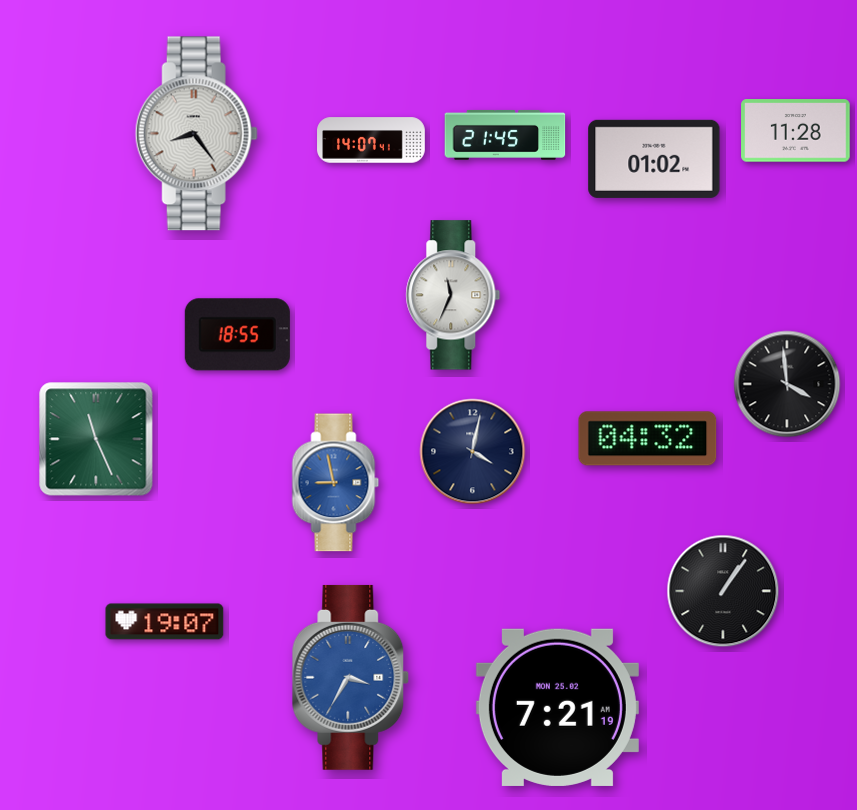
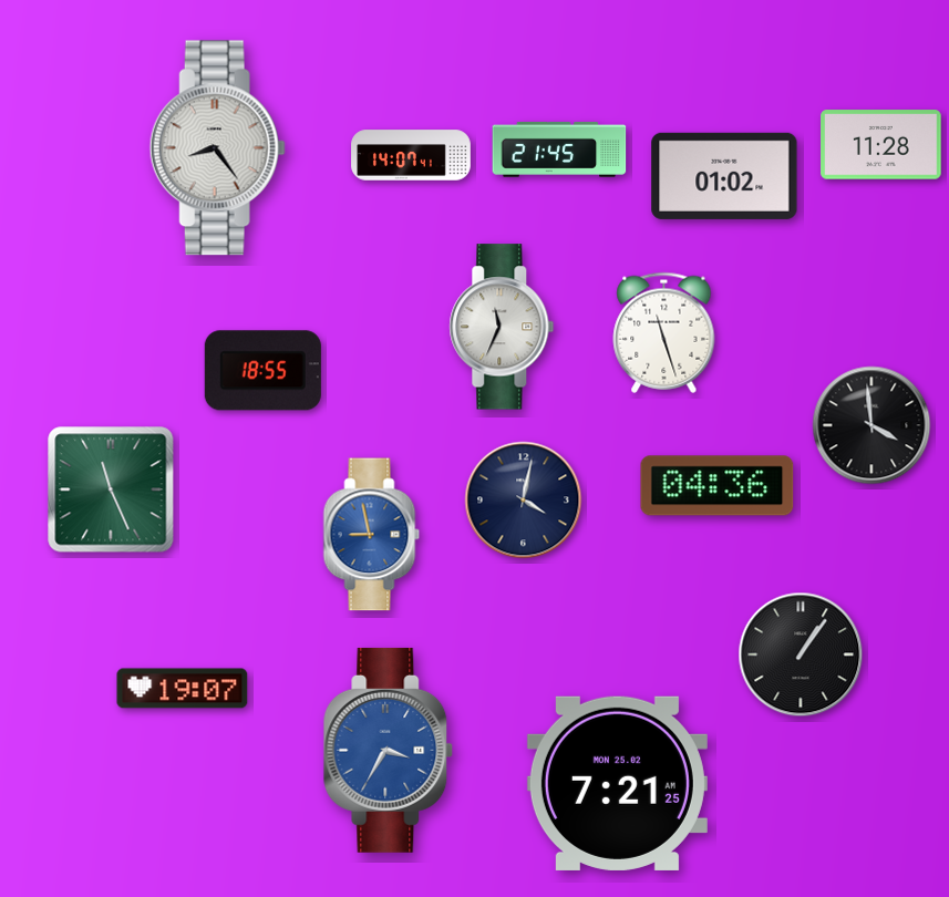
clock at (664, 332): none -> 11:27
clock at (96, 439) position: (96, 439) -> (111, 489)
clock at (648, 439): 04:32 -> 04:36
clock at (557, 707): 7:21:19 -> 7:21:25
